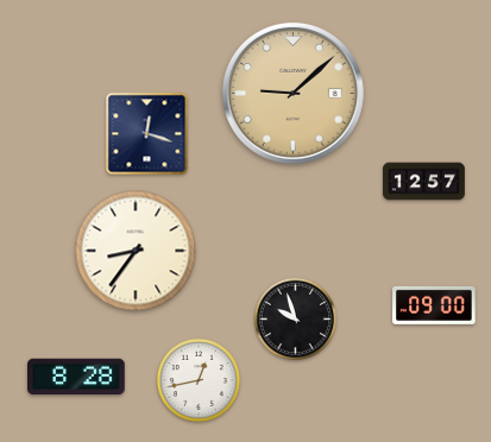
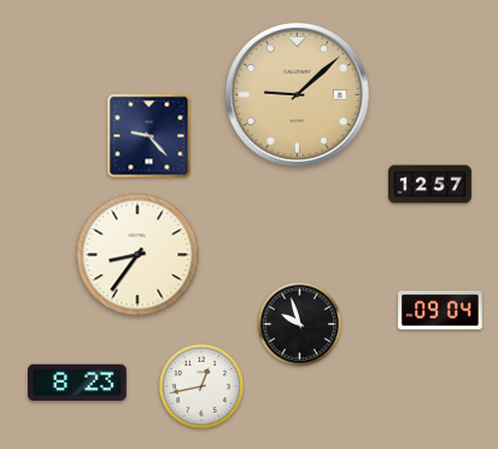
clock at (147, 134): 12:18 -> 9:23
clock at (434, 305): 09:00 -> 09:04
clock at (77, 377): 8:28 -> 8:23
